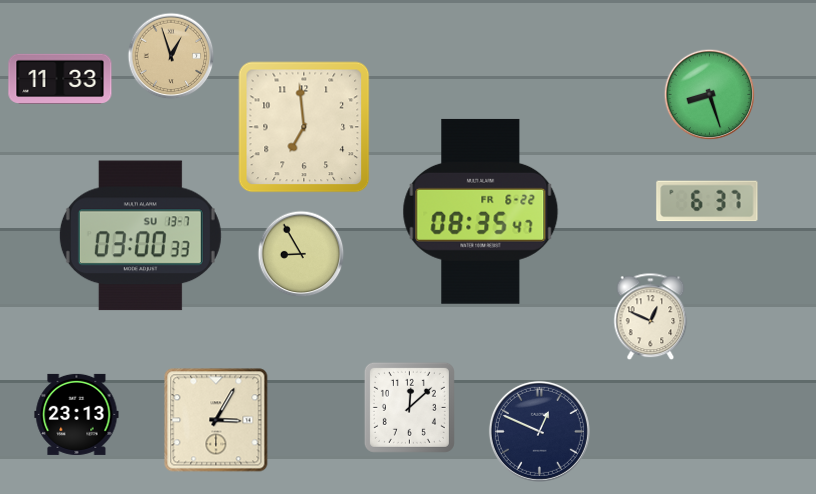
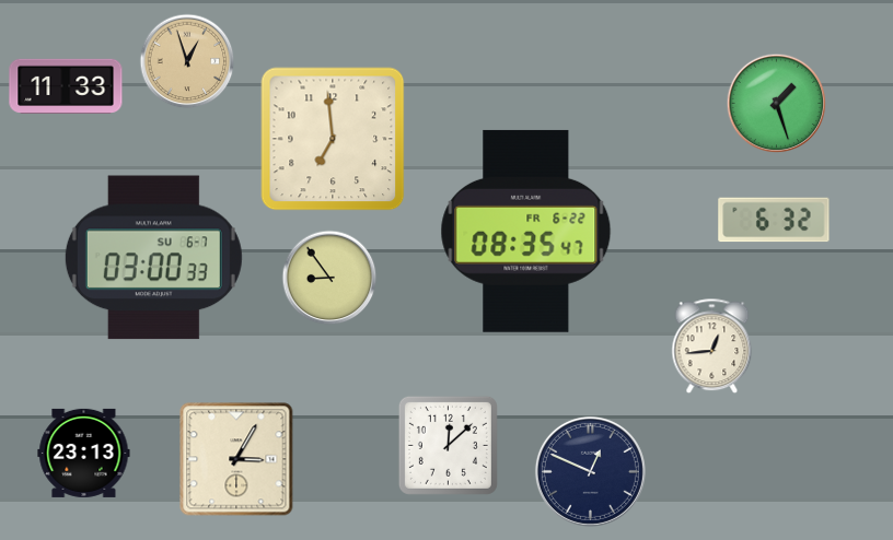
clock at (710, 95): 8:27 -> 1:27
clock at (707, 201): 6:37 -> 6:32
clock at (140, 236) date: SU 13-7 -> SU 6-7
clock at (301, 254): 8:55 -> 8:54
clock at (651, 317): 12:49 -> 12:44
